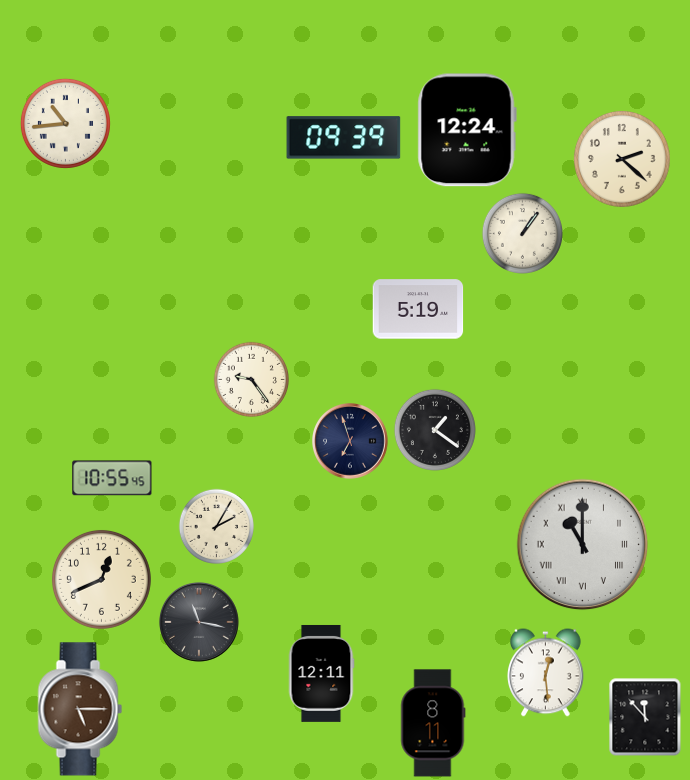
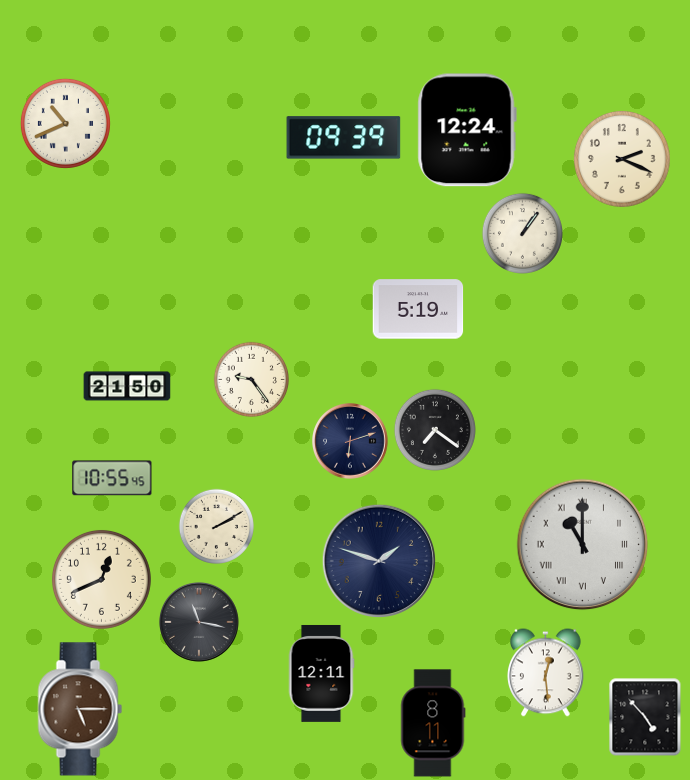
clock at (65, 123): 10:44 -> 10:41
clock at (622, 159): 2:22 -> 2:19
clock at (127, 386): none -> 21:50
clock at (435, 430): 1:21 -> 7:21
clock at (351, 442): 6:57 -> 6:12
clock at (216, 526): 2:05 -> 2:10
clock at (378, 560): none -> 1:48
clock at (645, 717): 11:53 -> 4:53
